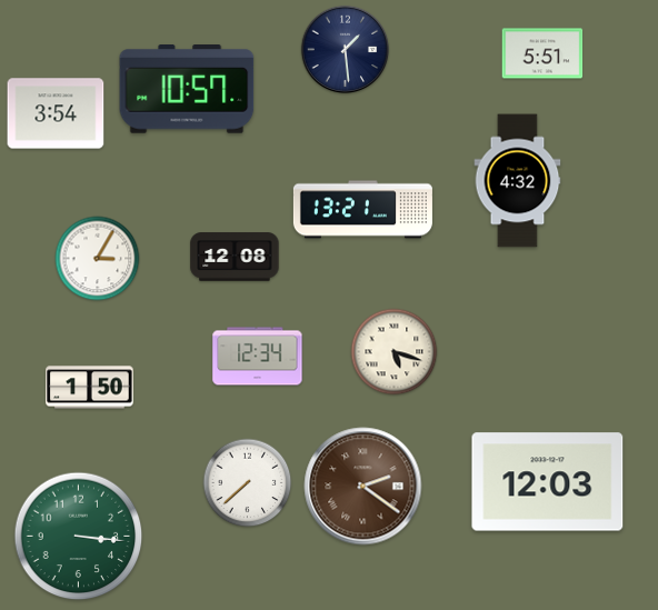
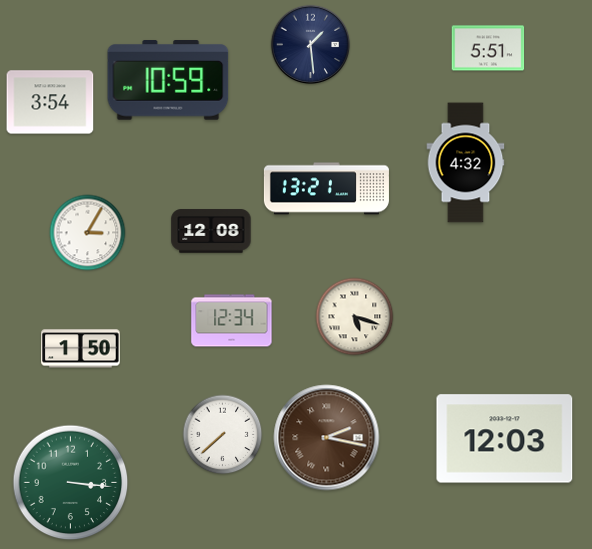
clock at (187, 89): 10:57 -> 10:59
clock at (548, 482) position: (548, 482) -> (505, 439)
clock at (363, 487): 2:21 -> 2:17
